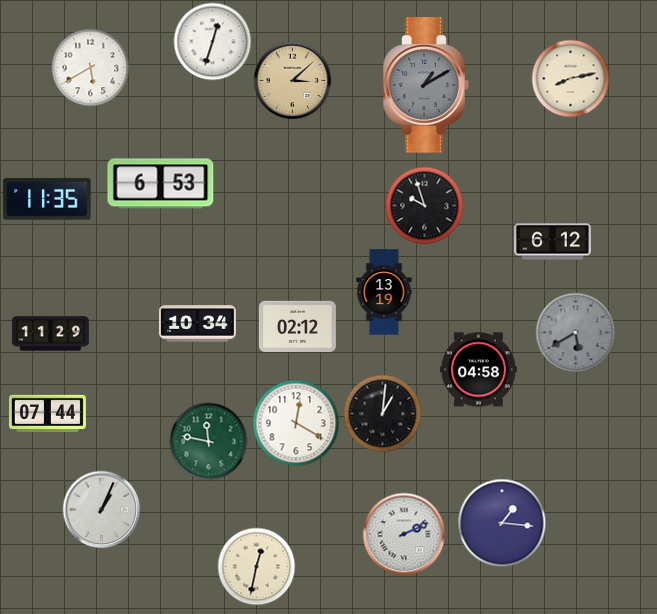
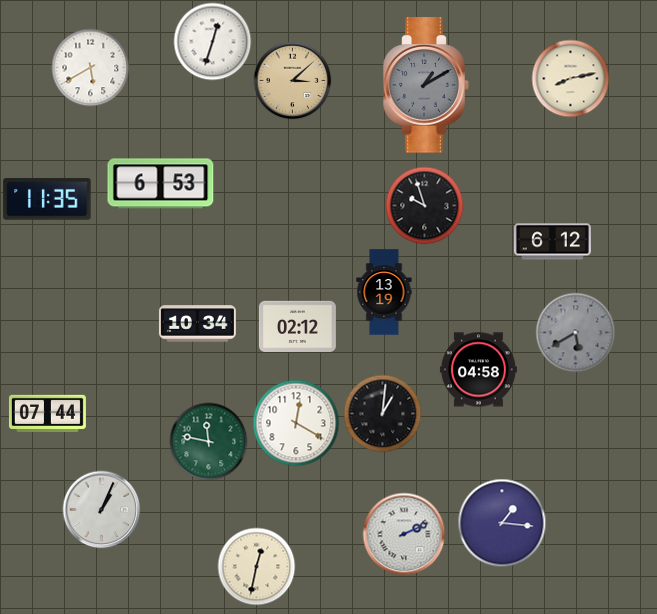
clock at (50, 334): 11:29 -> none
